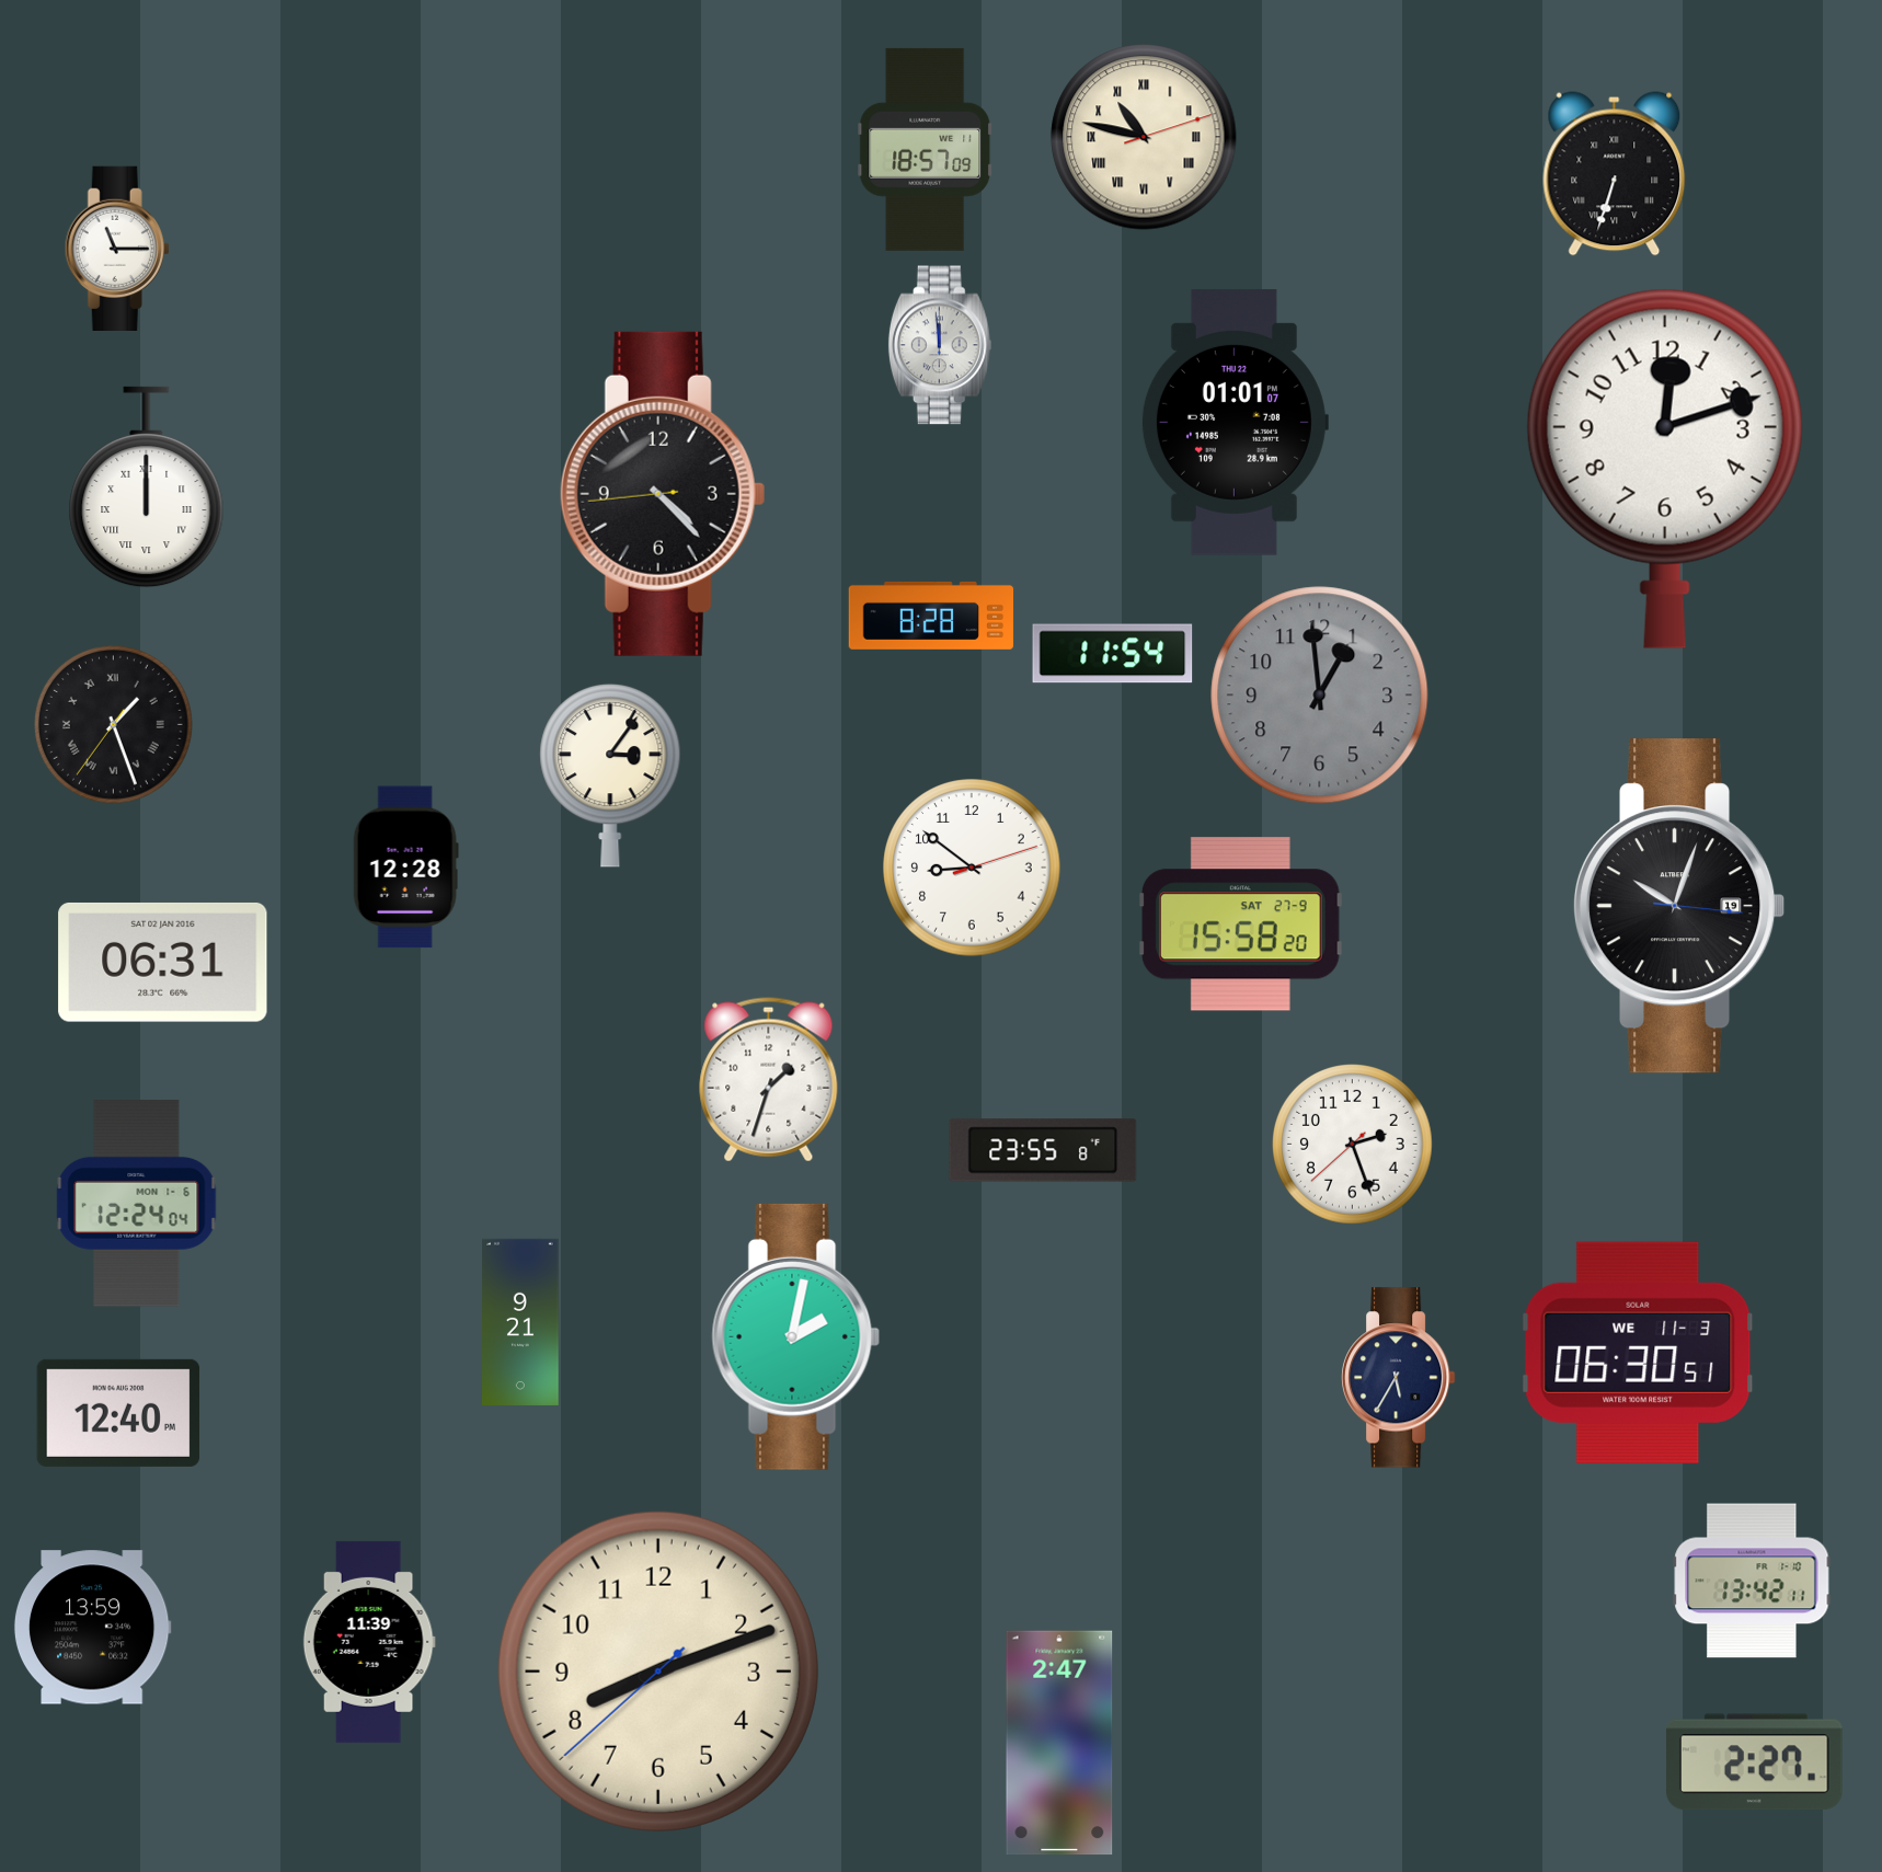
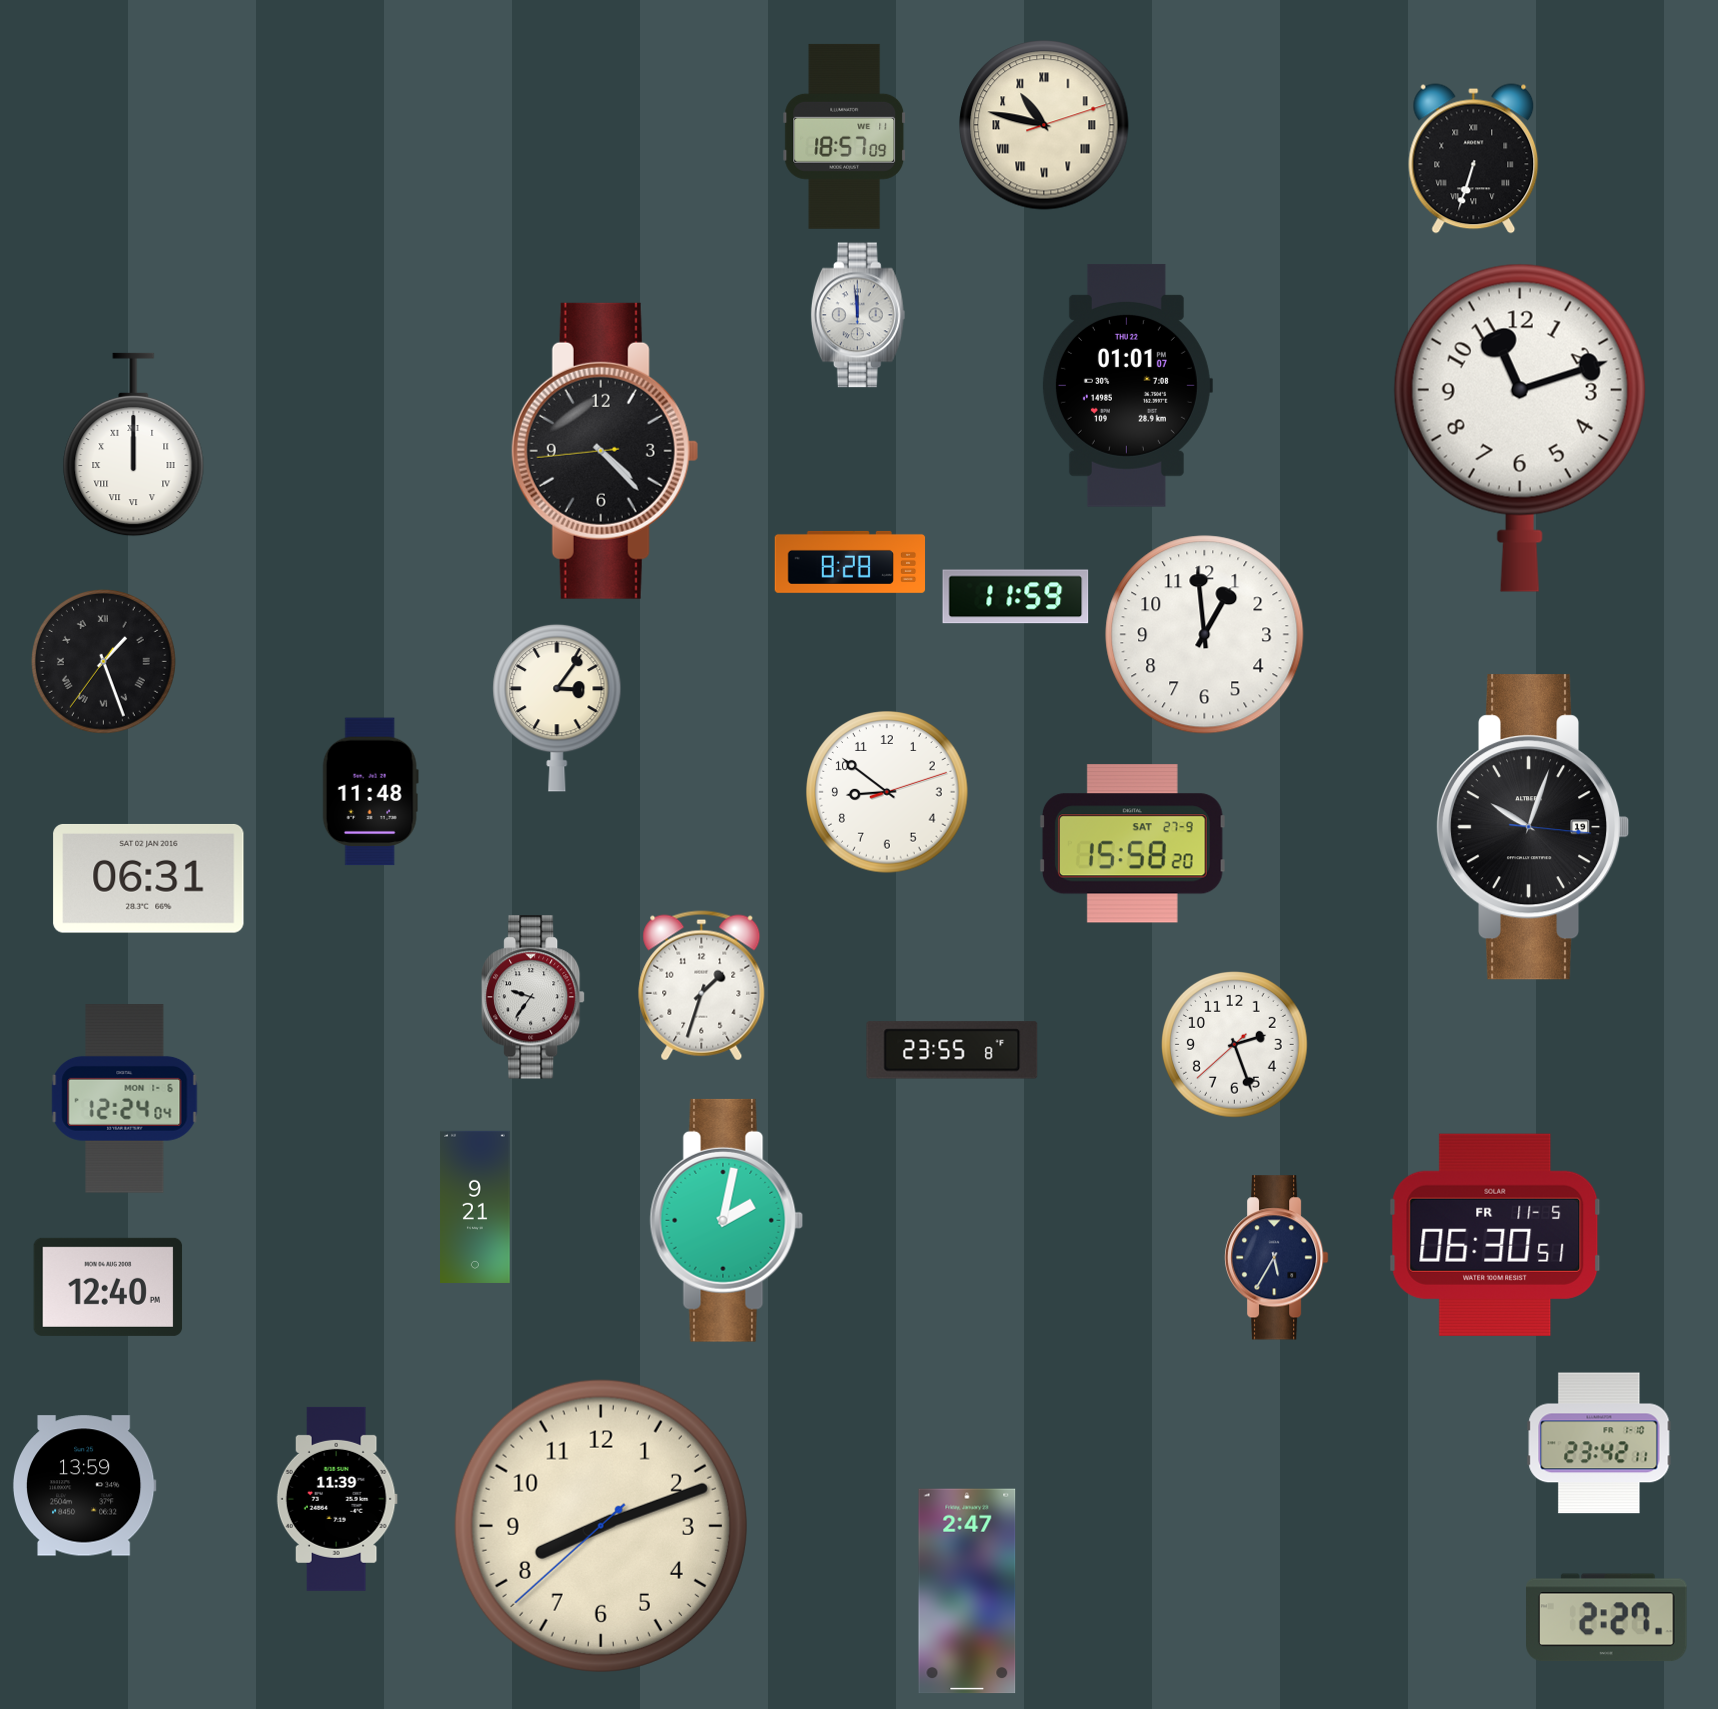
clock at (117, 248): 11:15 -> none
clock at (1665, 469): 12:12 -> 11:12
clock at (1113, 654): 11:54 -> 11:59
clock at (1320, 696) dial: grey -> white
clock at (405, 868): 12:28 -> 11:48
clock at (534, 997): none -> 9:36
clock at (1638, 1353) date: WE 11-3 -> FR 11-5
clock at (118, 1413) position: (118, 1413) -> (108, 1287)
clock at (1752, 1581): 13:42 -> 23:42
clock at (1755, 1762) position: (1755, 1762) -> (1607, 1618)
